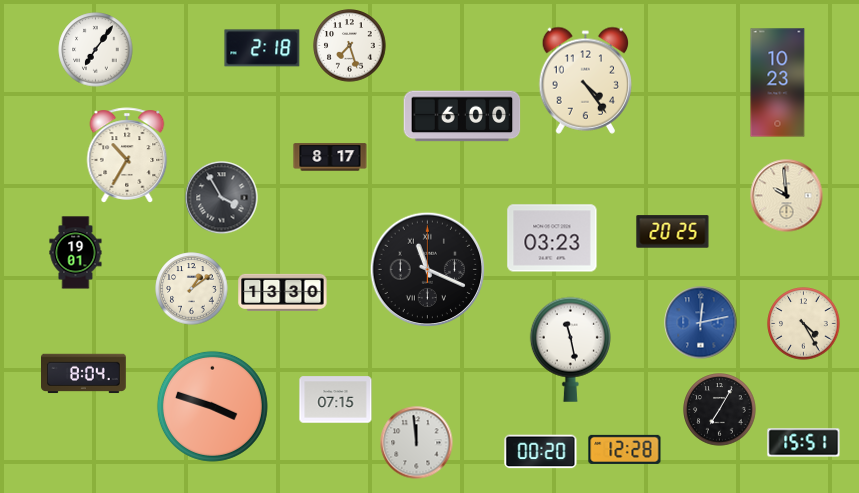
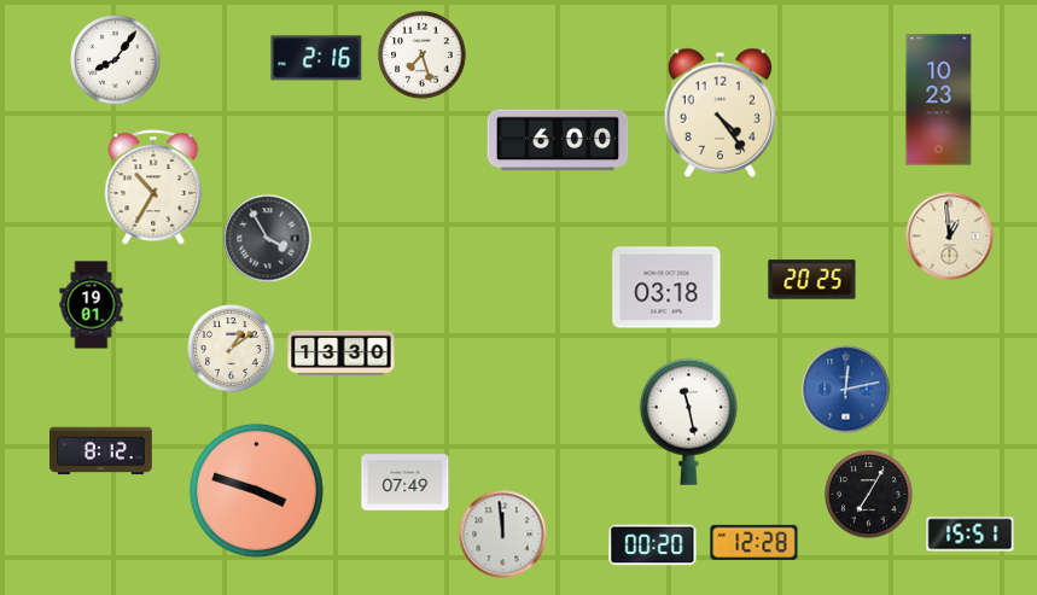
clock at (262, 48): 2:18 -> 2:16
clock at (96, 50): 7:06 -> 8:06
clock at (585, 80) position: (585, 80) -> (720, 112)
clock at (330, 157): 8:17 -> none
clock at (787, 196): 9:59 -> 12:59
clock at (552, 238): 03:23 -> 03:18
clock at (428, 270): 11:19 -> none
clock at (804, 324): 4:25 -> none
clock at (84, 374): 8:04 -> 8:12
clock at (336, 400): 07:15 -> 07:49
